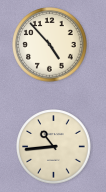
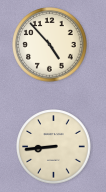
clock at (54, 147): 10:44 -> 8:44
